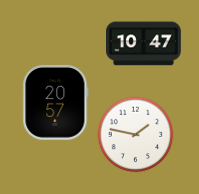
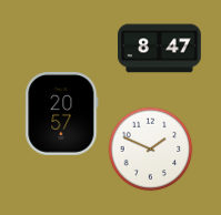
clock at (144, 44): 10:47 -> 8:47
clock at (136, 135): 1:47 -> 1:49
